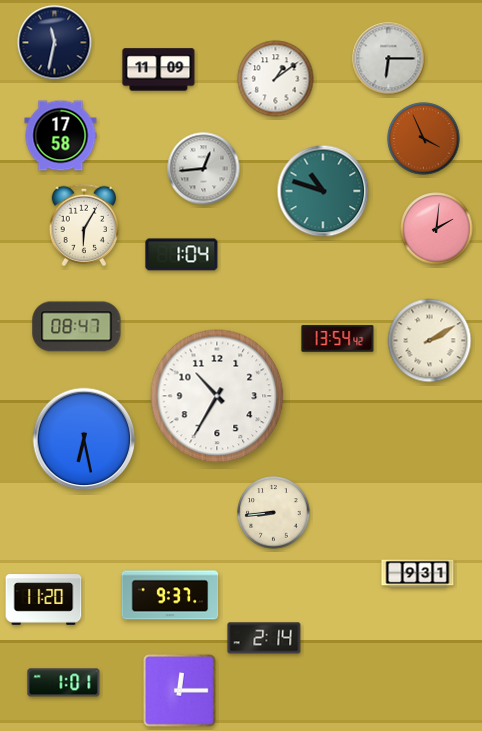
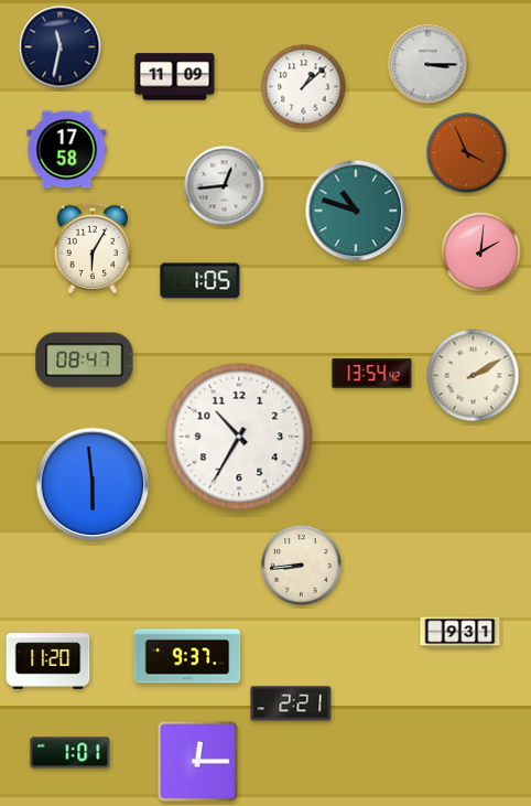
clock at (389, 59): 6:15 -> 3:15
clock at (276, 79): 1:09 -> 1:08
clock at (182, 255): 1:04 -> 1:05
clock at (84, 439): 6:28 -> 5:59
clock at (264, 638): 2:14 -> 2:21
